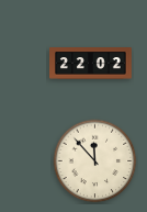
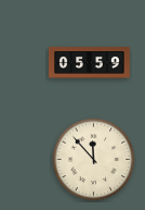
clock at (91, 64): 22:02 -> 05:59
